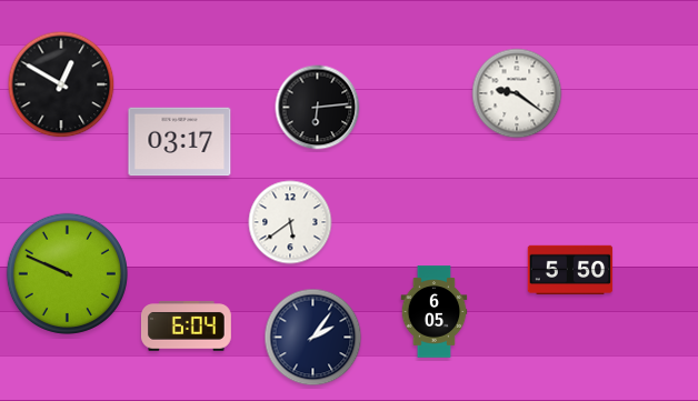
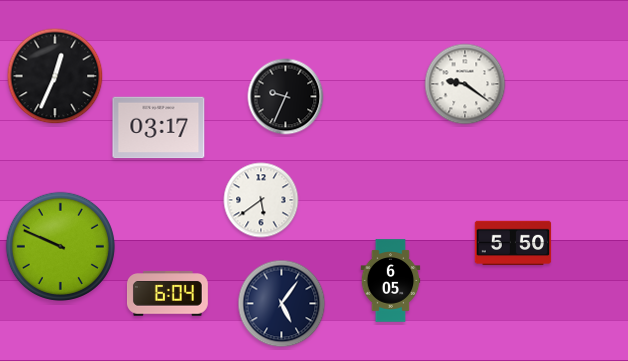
clock at (61, 84): 12:50 -> 12:34
clock at (318, 108): 6:14 -> 9:34
clock at (180, 142) position: (180, 142) -> (159, 128)
clock at (313, 338): 2:06 -> 5:06
